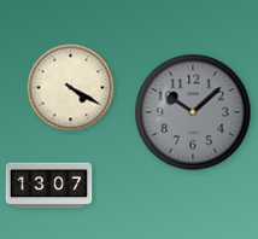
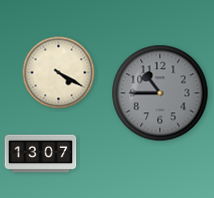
clock at (193, 112): 10:08 -> 10:45
